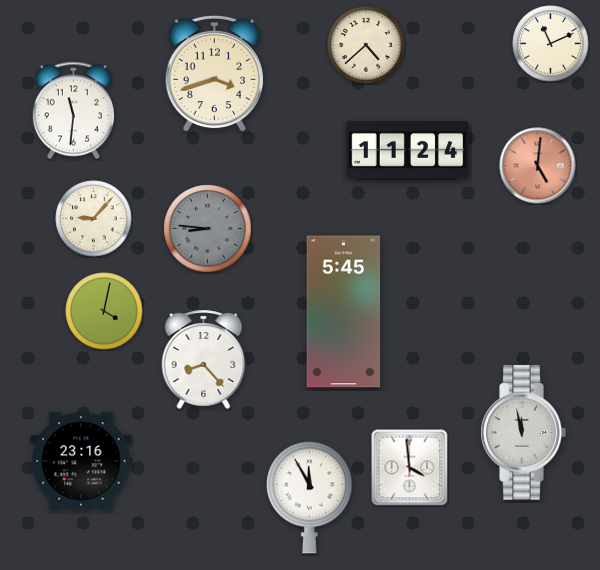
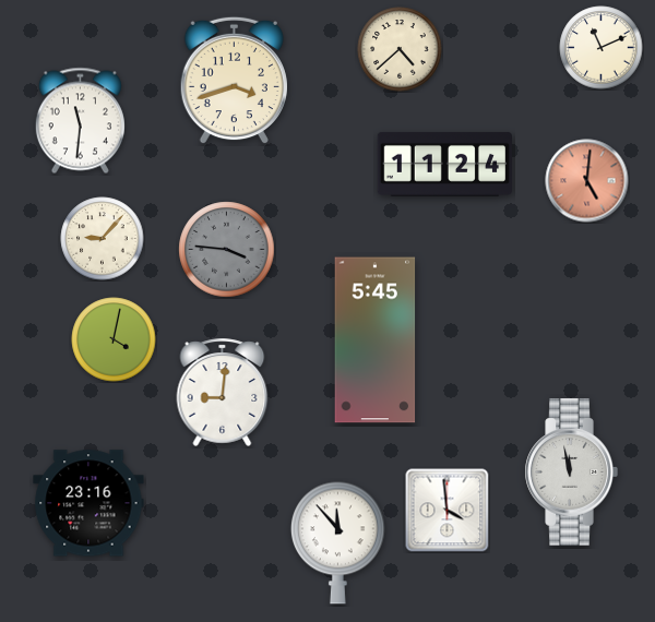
clock at (208, 229): 8:46 -> 3:46
clock at (204, 359): 8:23 -> 9:01
clock at (309, 497): 11:55 -> 11:53
